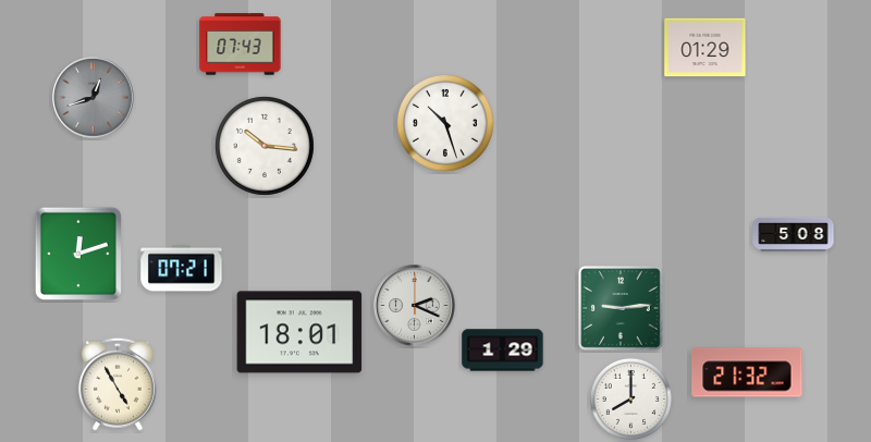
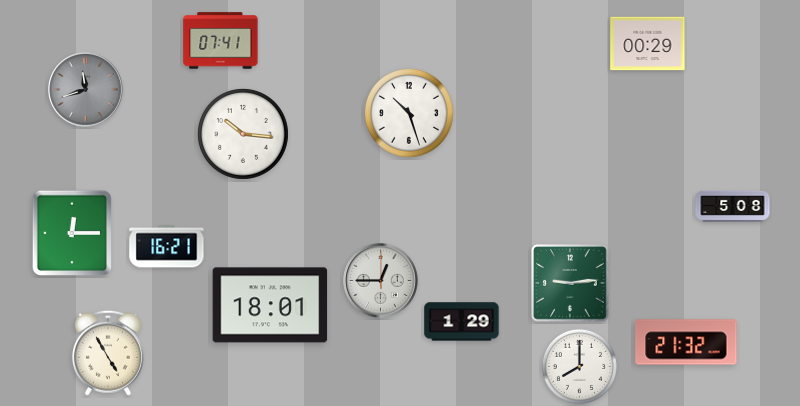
clock at (241, 45): 07:43 -> 07:41
clock at (706, 48): 01:29 -> 00:29
clock at (94, 98): 12:42 -> 11:42
clock at (794, 234) position: (794, 234) -> (733, 206)
clock at (78, 254): 12:12 -> 12:15
clock at (182, 269): 07:21 -> 16:21
clock at (415, 306): 2:19 -> 12:45
clock at (299, 332) position: (299, 332) -> (270, 305)
